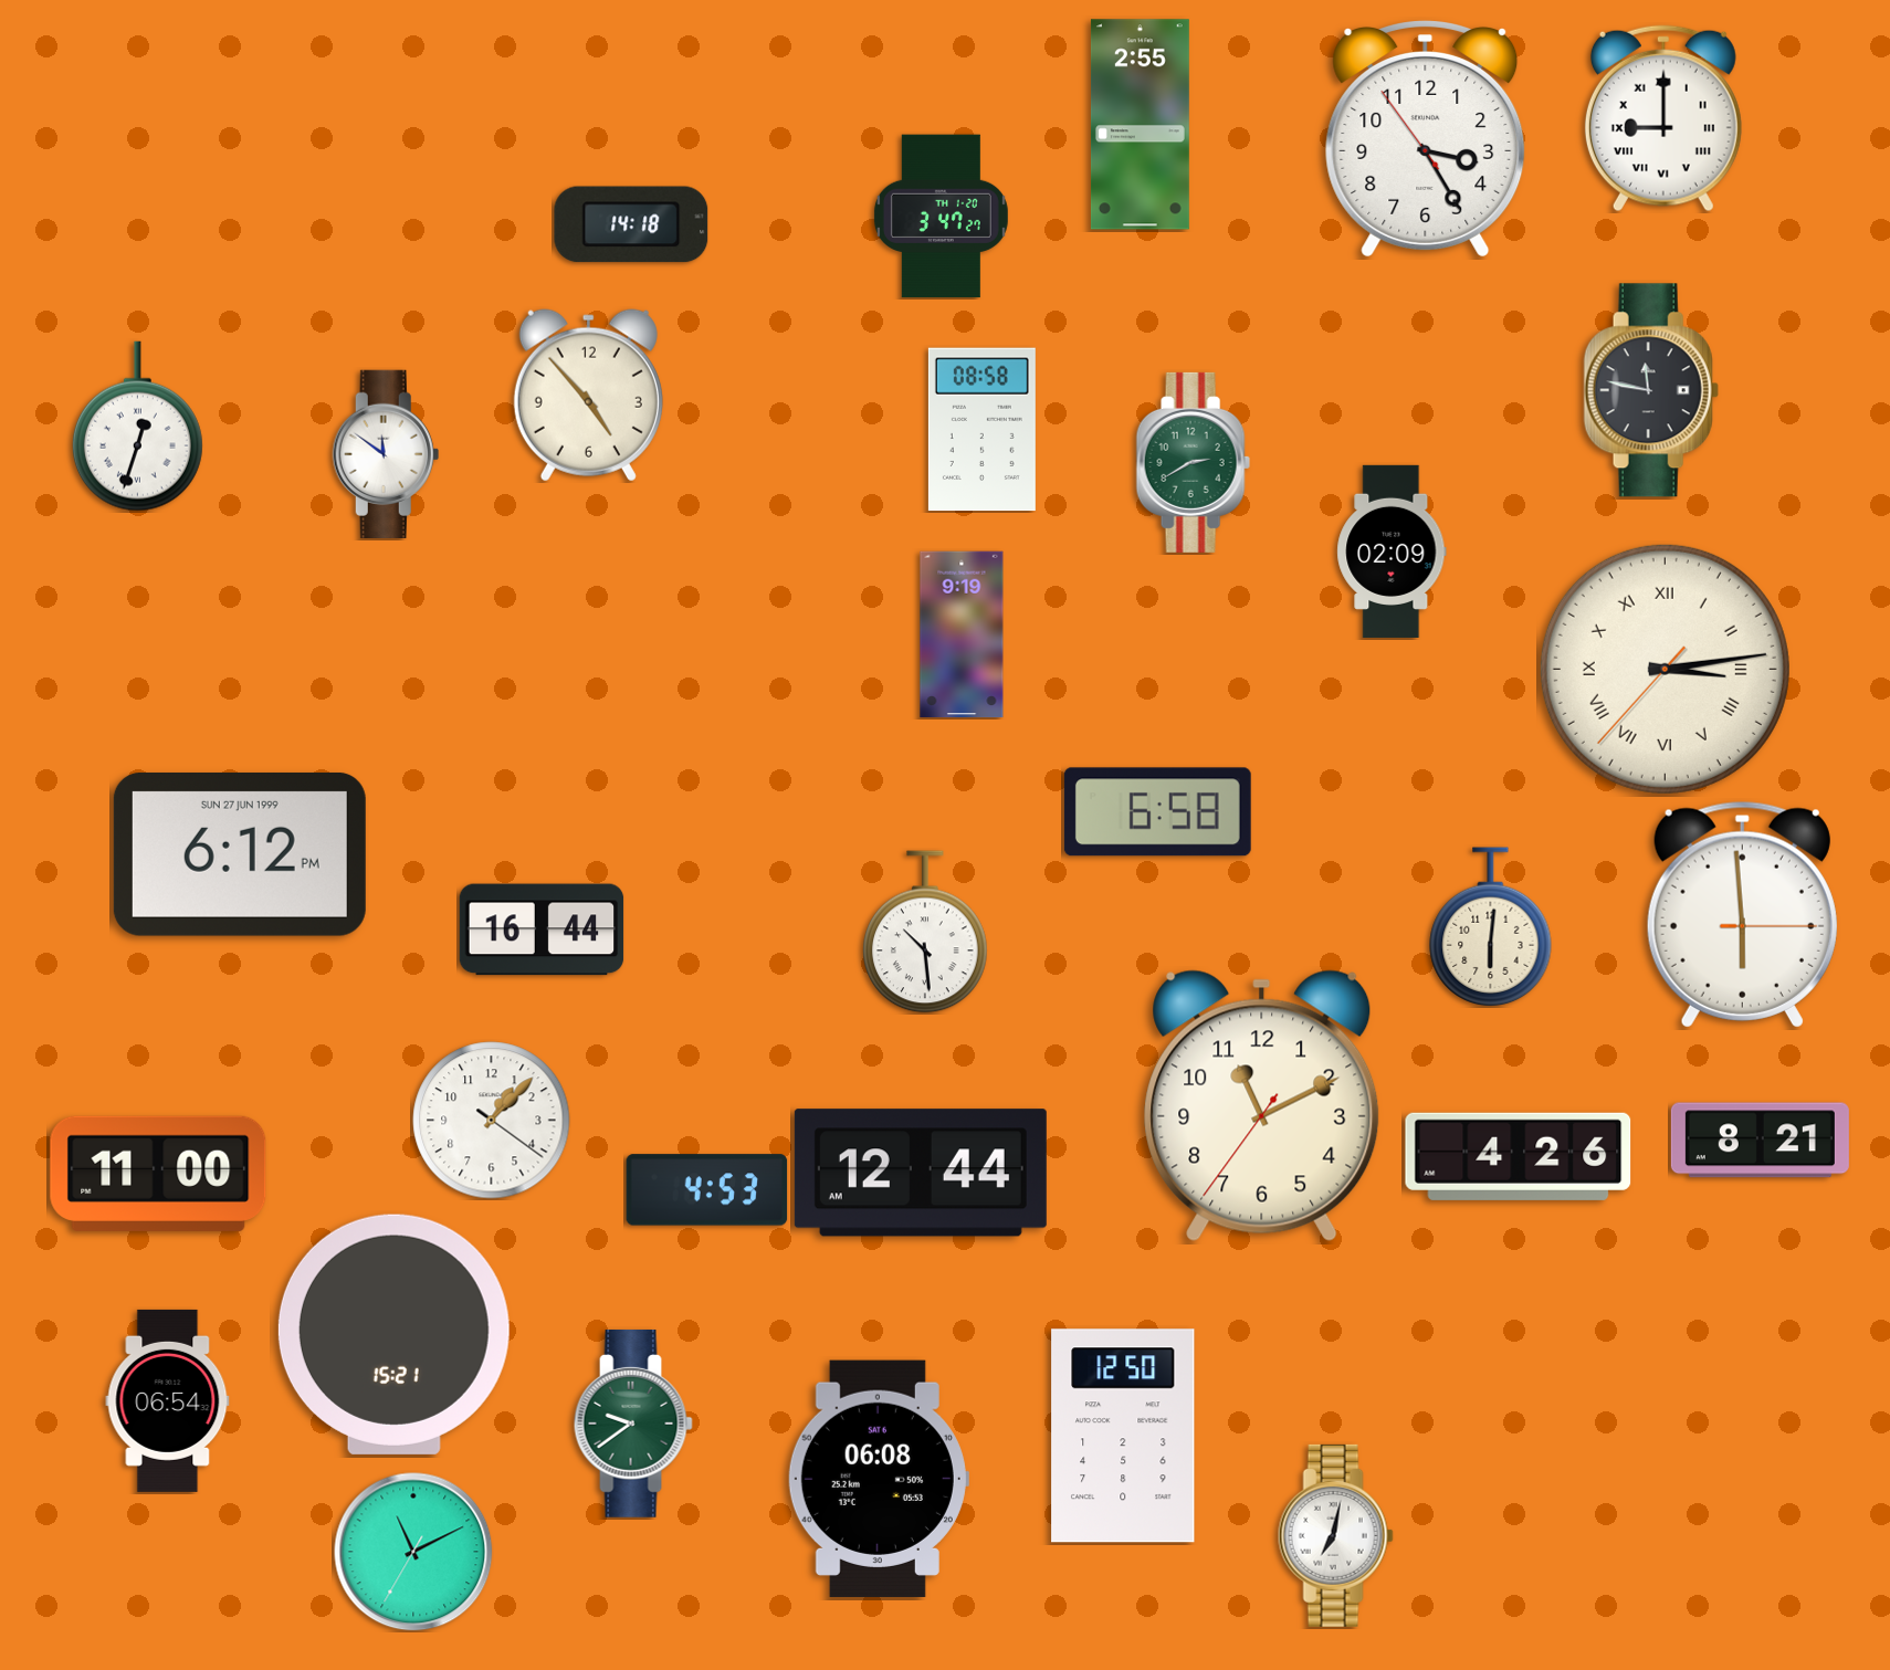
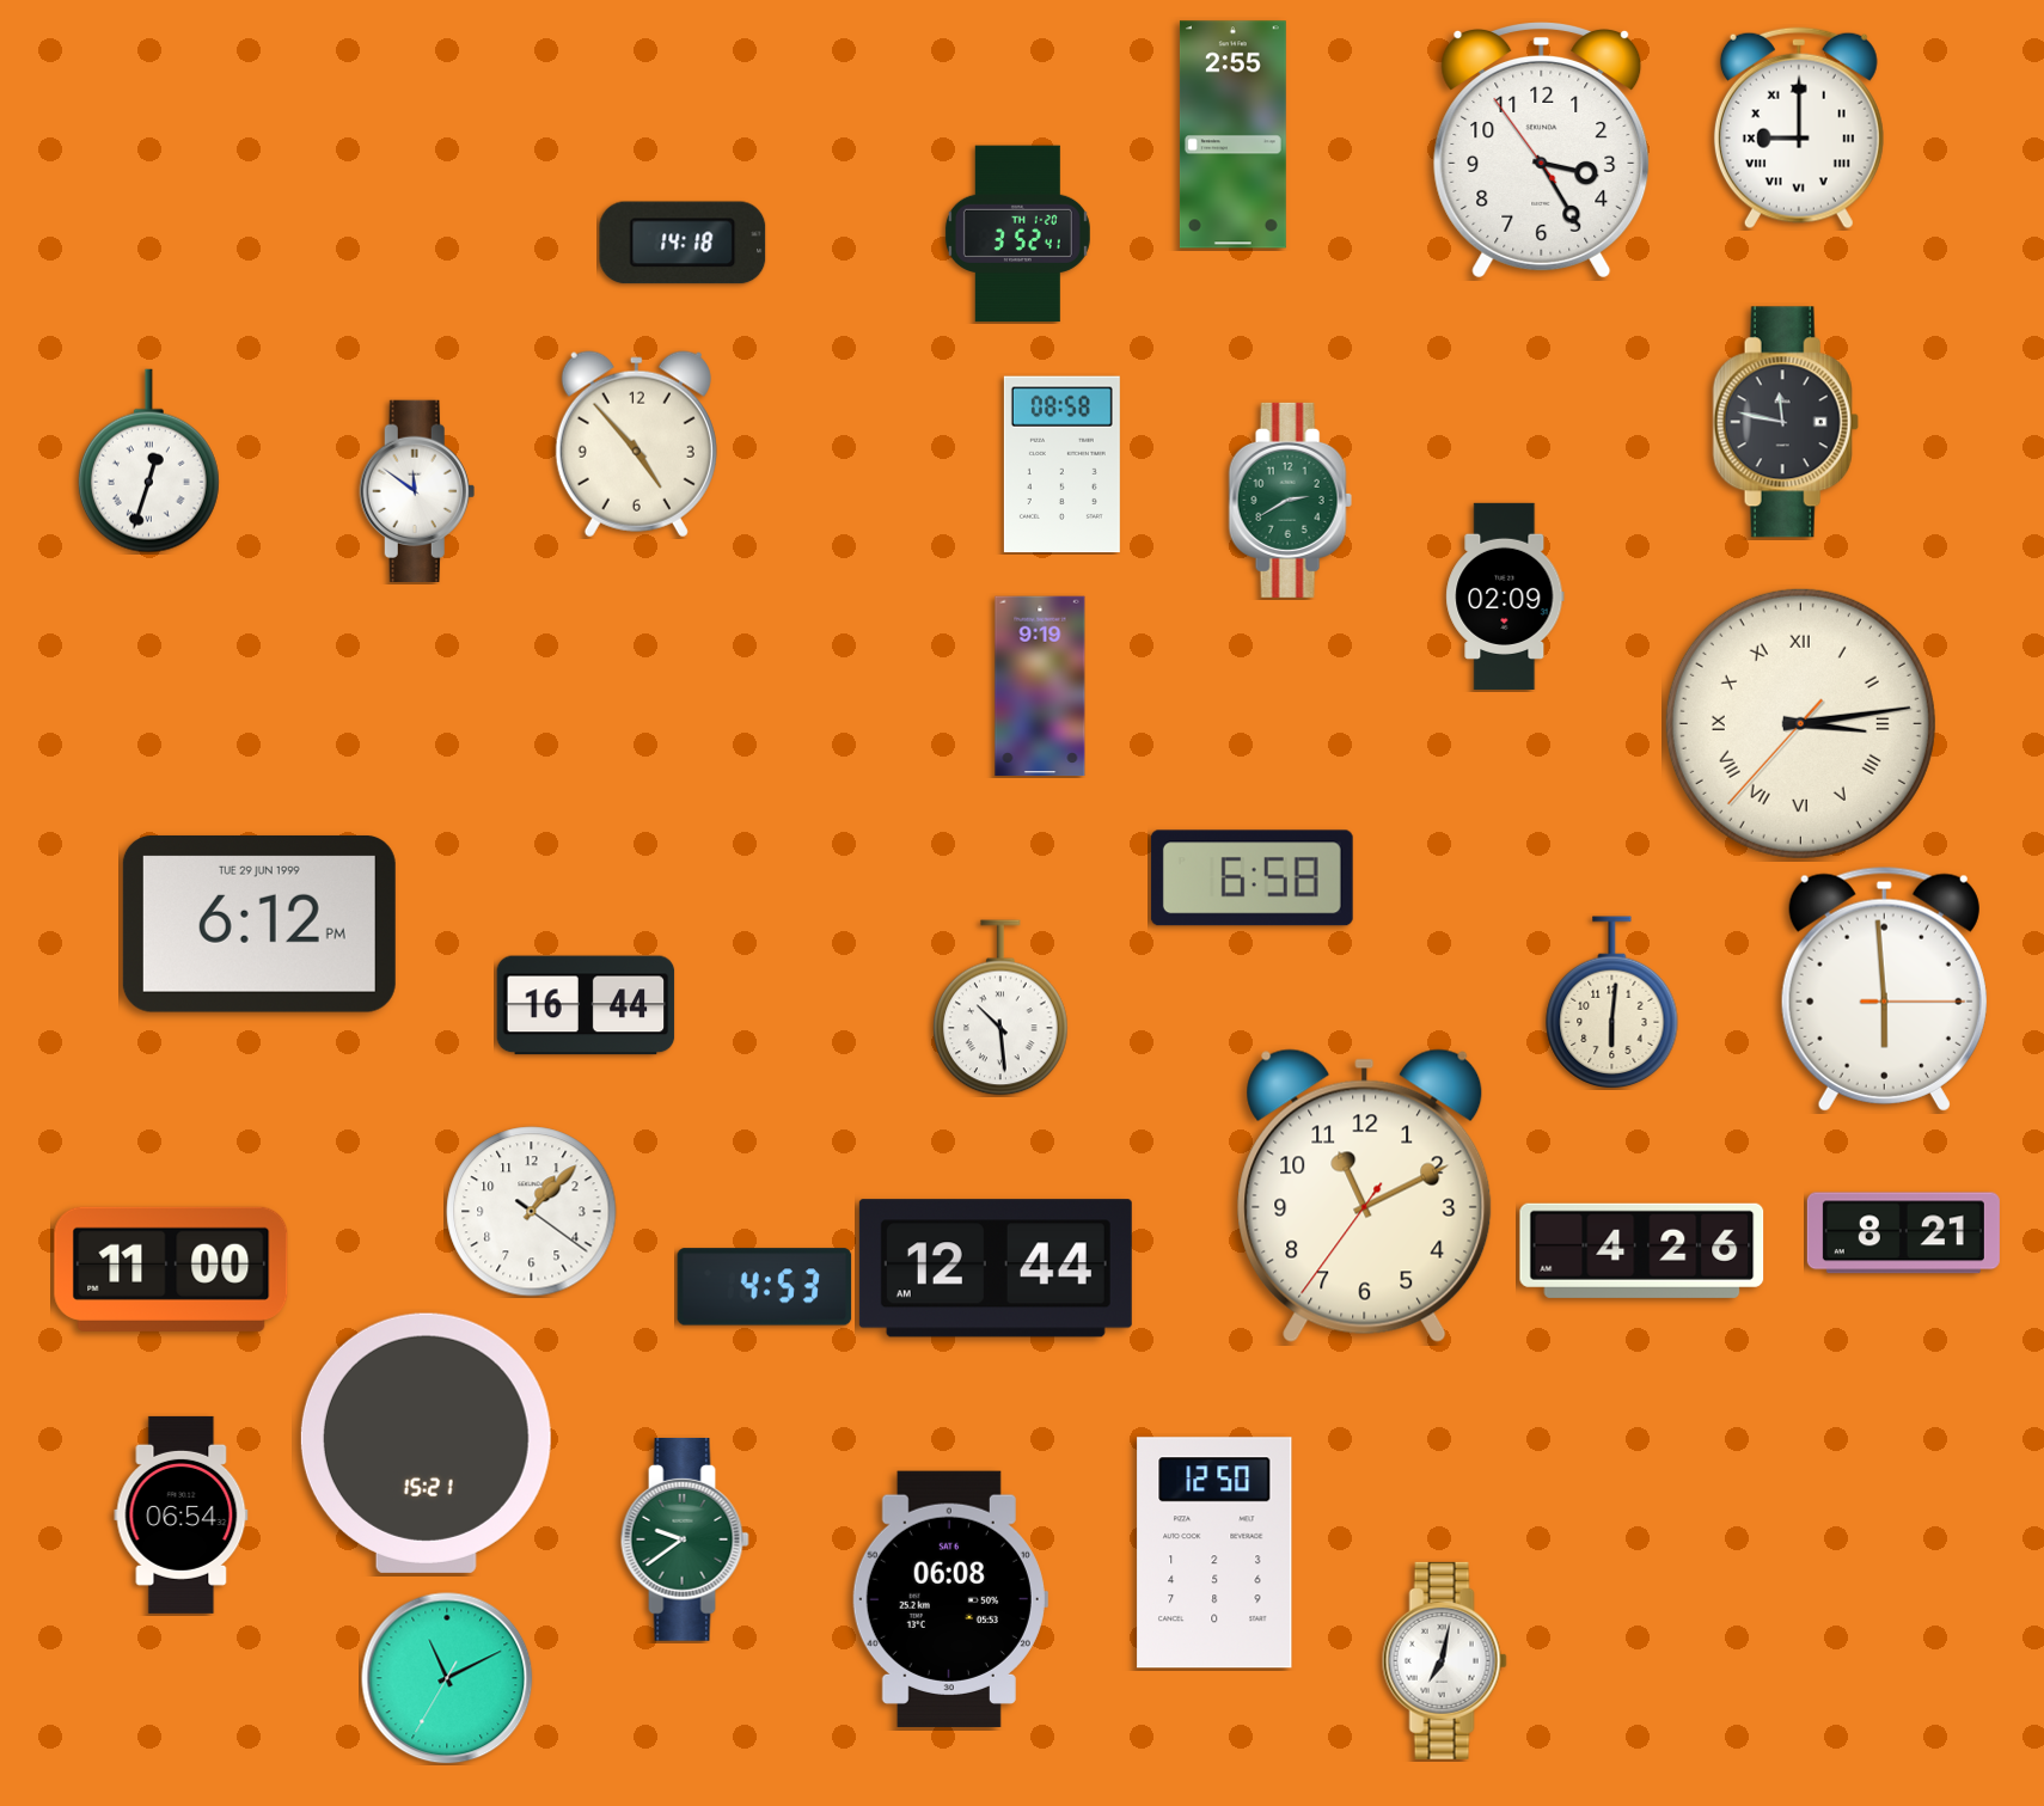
clock at (941, 217): 3:47 -> 3:52
clock at (588, 396) position: (588, 396) -> (636, 445)
clock at (240, 854) date: SUN 27 JUN 1999 -> TUE 29 JUN 1999
